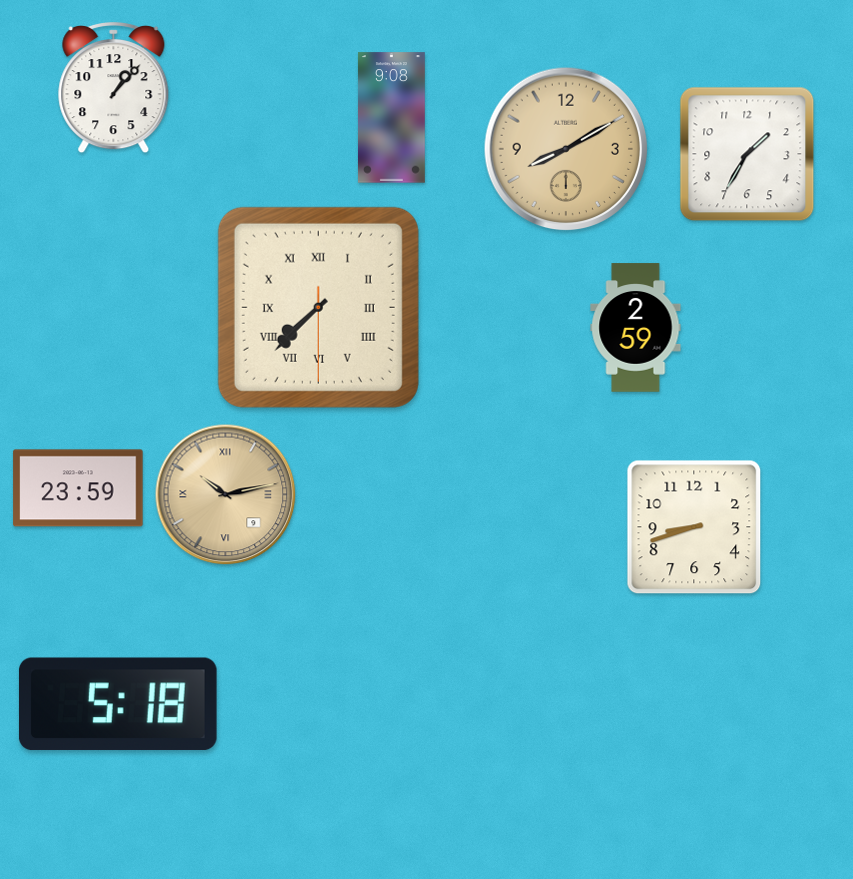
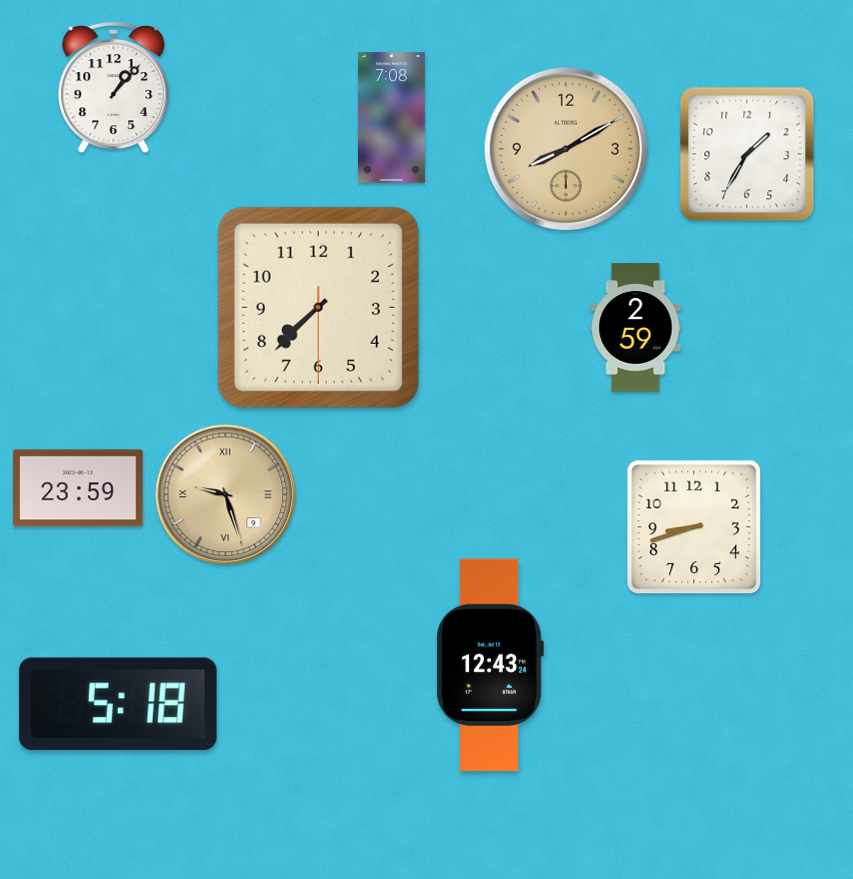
clock at (391, 118): 9:08 -> 7:08
clock at (318, 307) numerals: Roman -> Arabic
clock at (226, 495): 10:13 -> 9:27
clock at (490, 665): none -> 12:43
